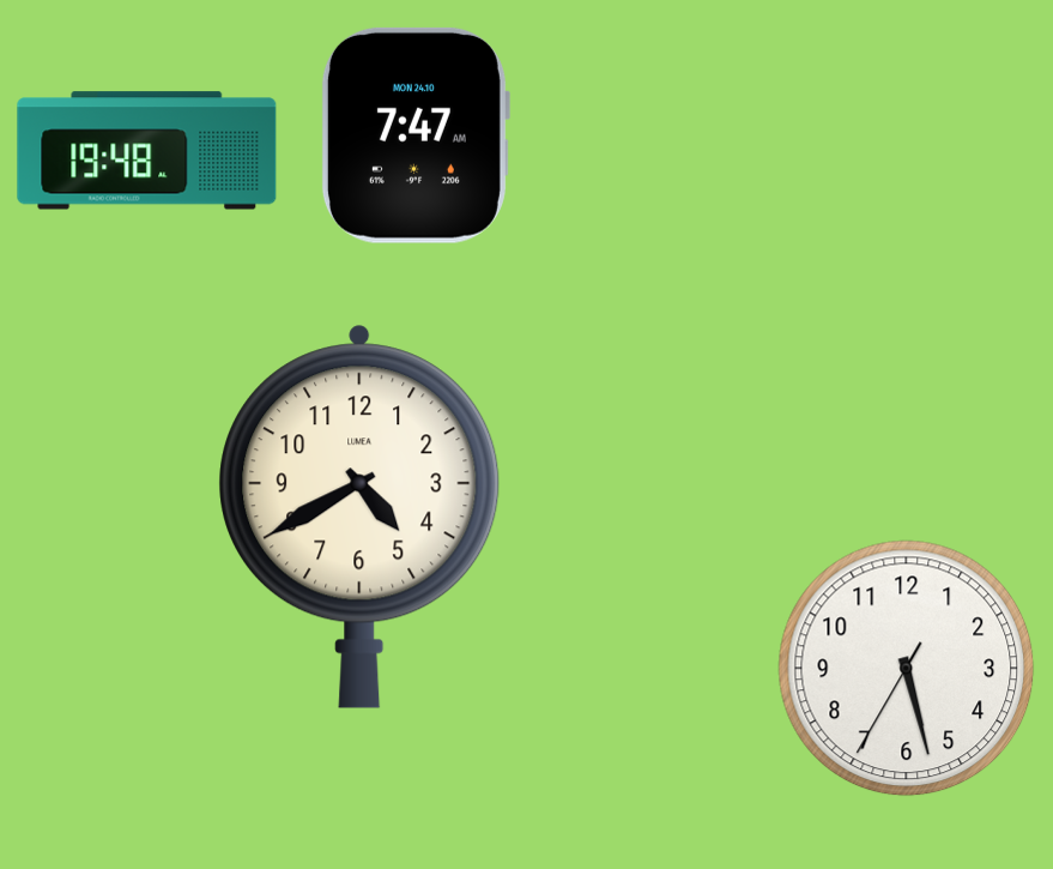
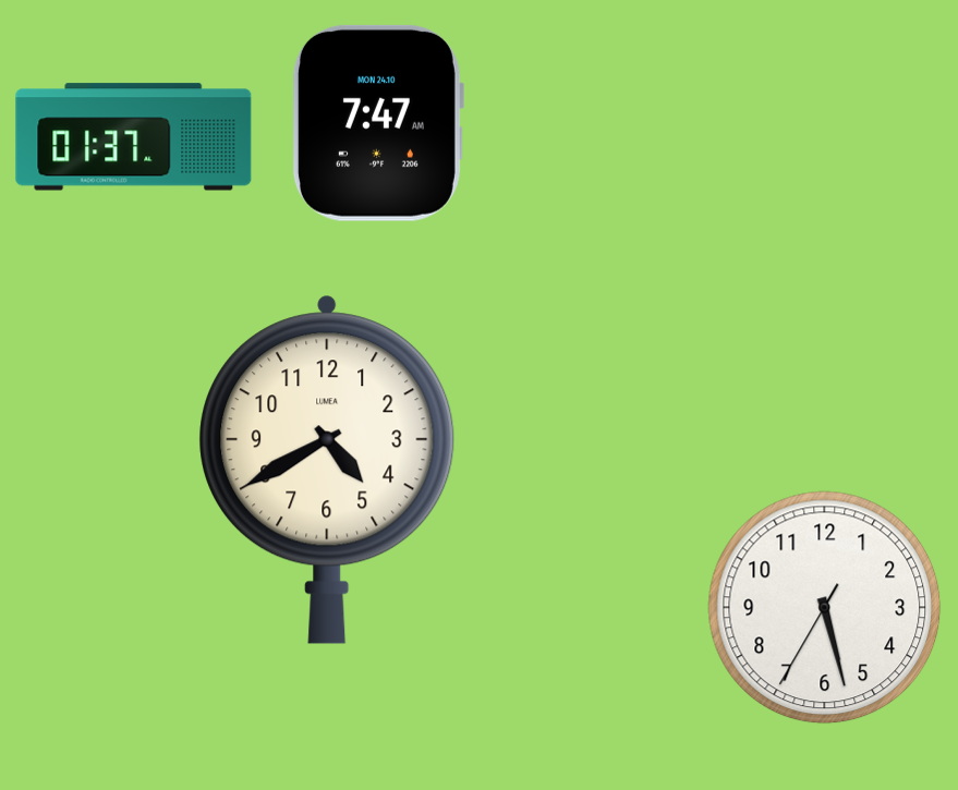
clock at (147, 151): 19:48 -> 01:37
